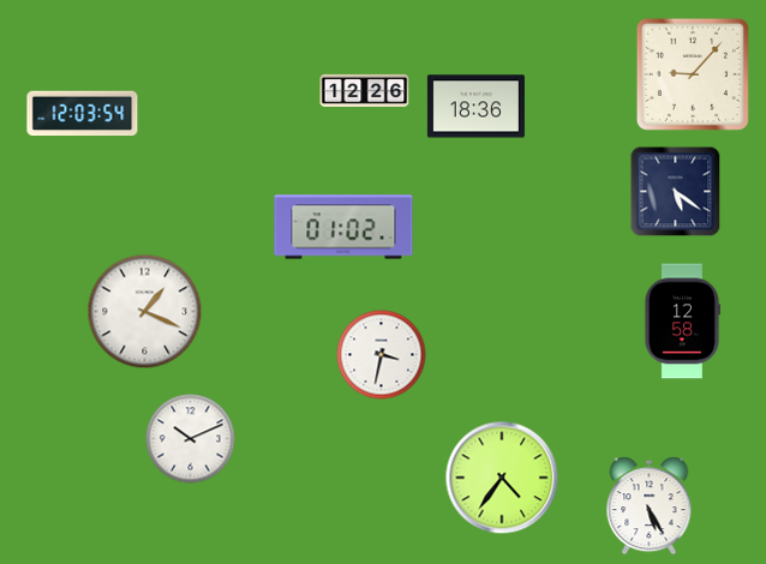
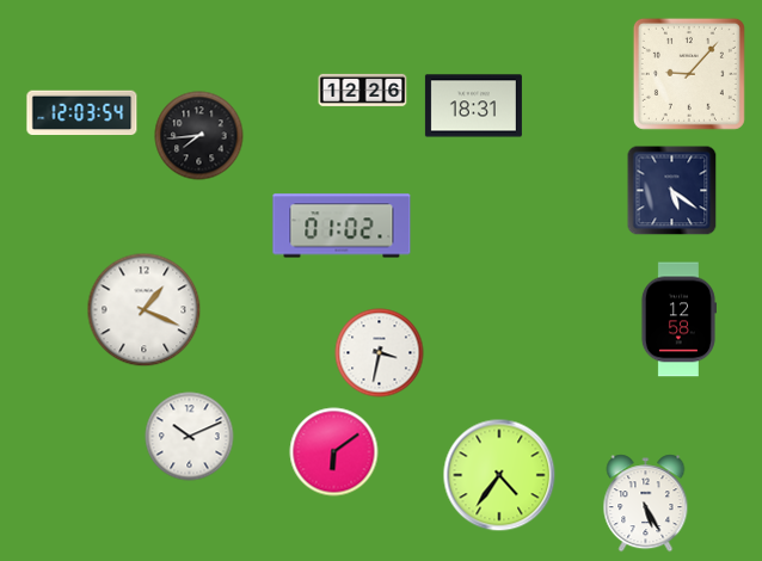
clock at (475, 107): 18:36 -> 18:31
clock at (199, 136): none -> 7:44
clock at (334, 452): none -> 6:09
